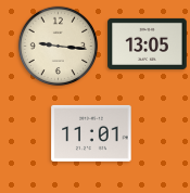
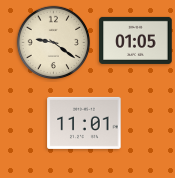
clock at (148, 43): 13:05 -> 01:05
clock at (59, 47): 9:16 -> 9:21
